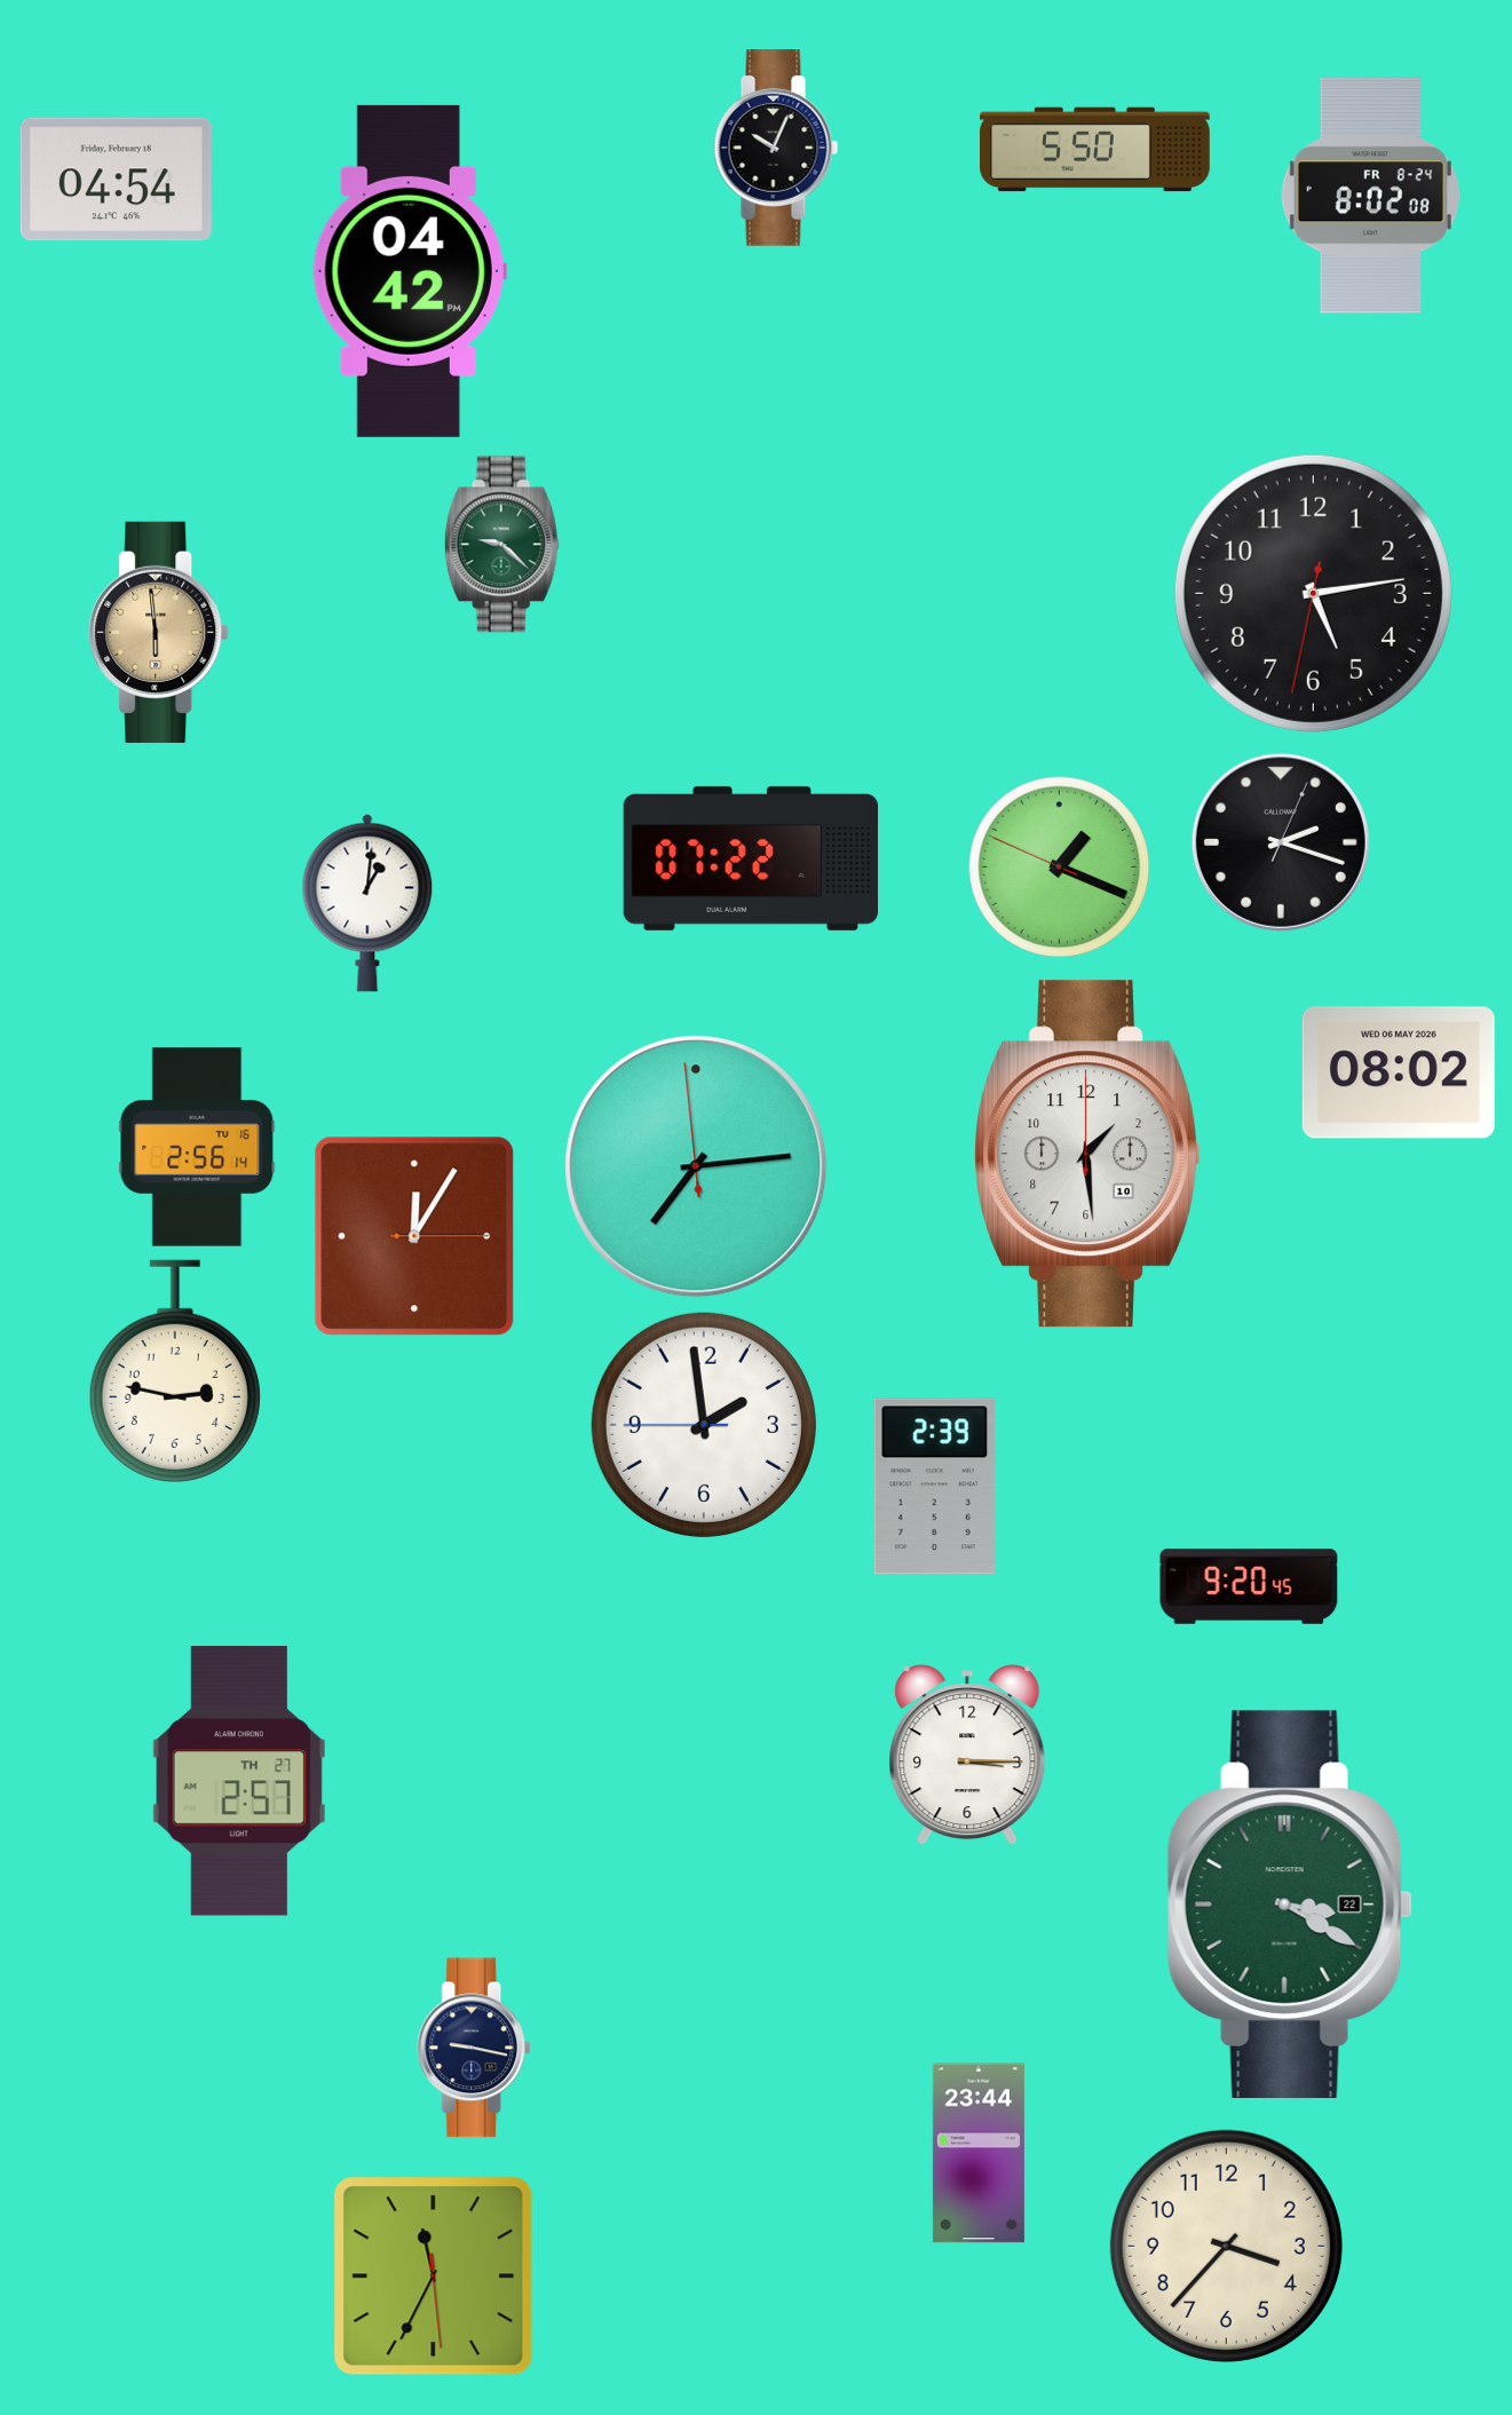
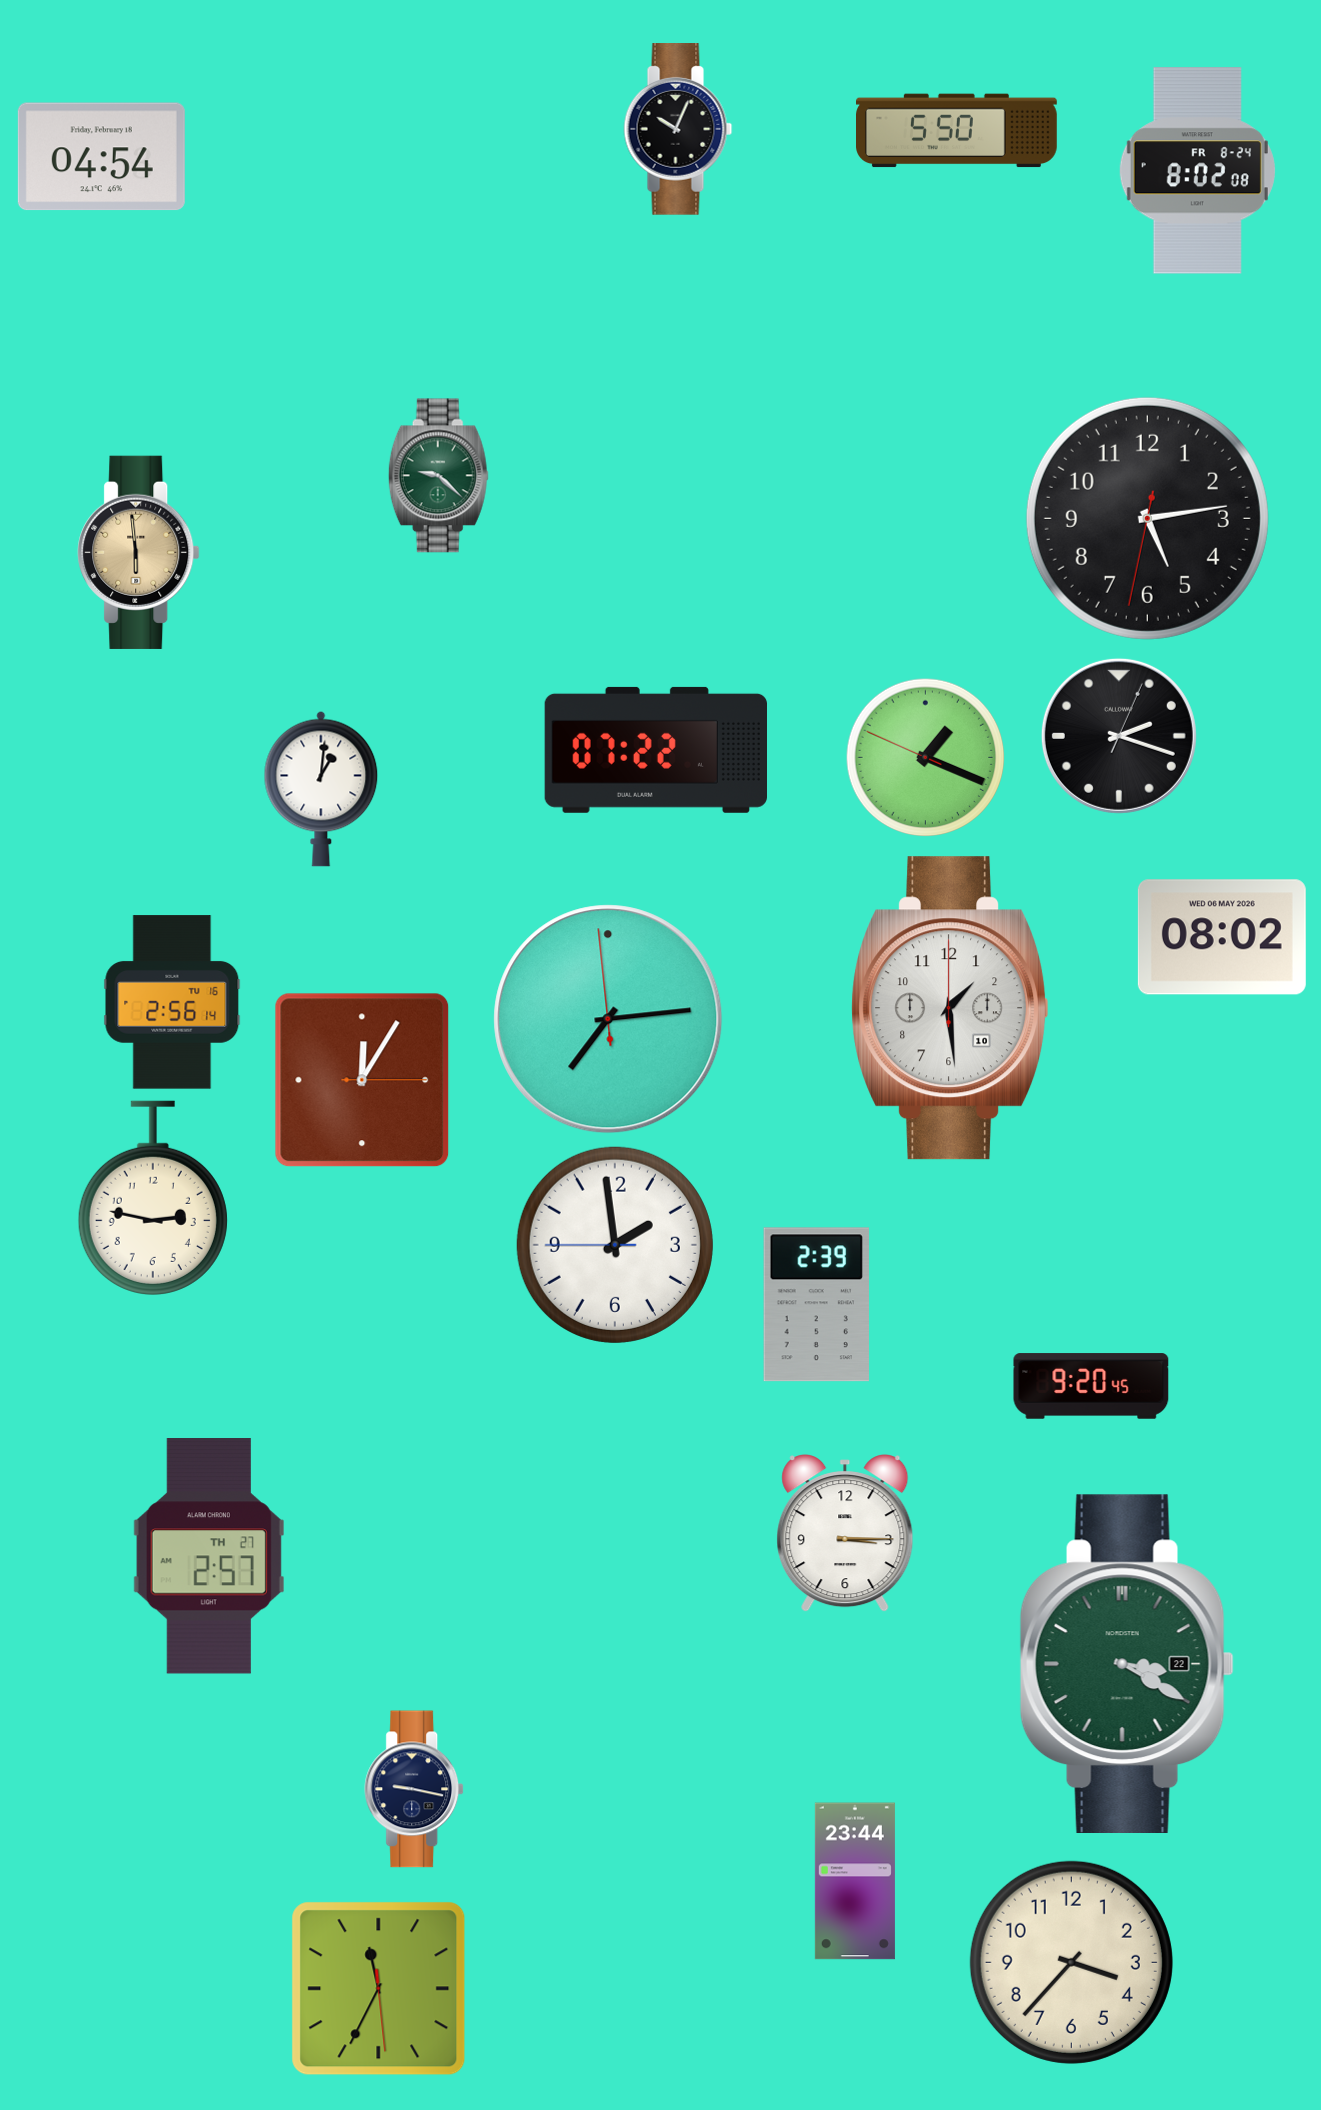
clock at (410, 271): 04:42 -> none
clock at (934, 1487) position: (934, 1487) -> (816, 1305)
